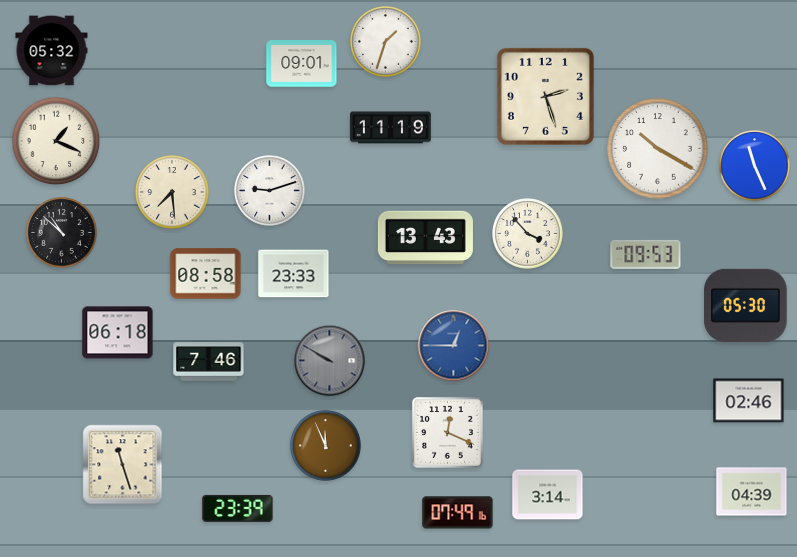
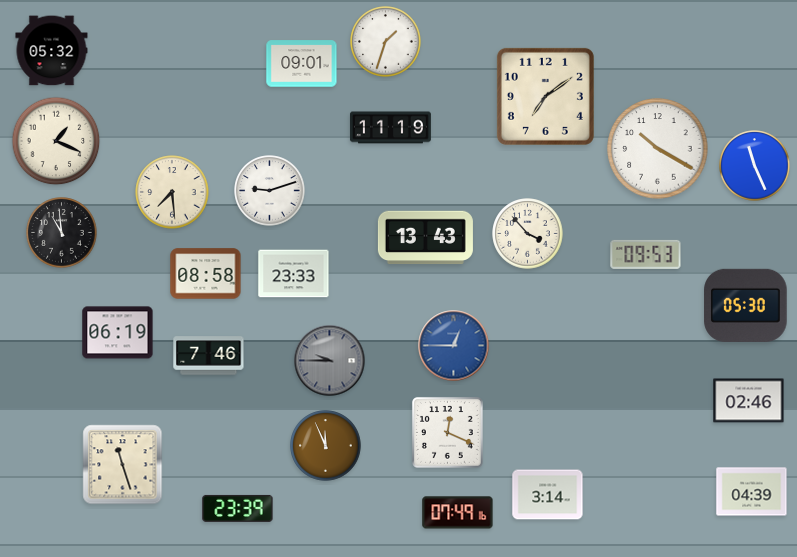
clock at (545, 96): 2:27 -> 7:09
clock at (62, 233): 10:52 -> 10:59
clock at (118, 333): 06:18 -> 06:19
clock at (330, 361): 9:50 -> 9:45
clock at (209, 362) position: (209, 362) -> (209, 356)
